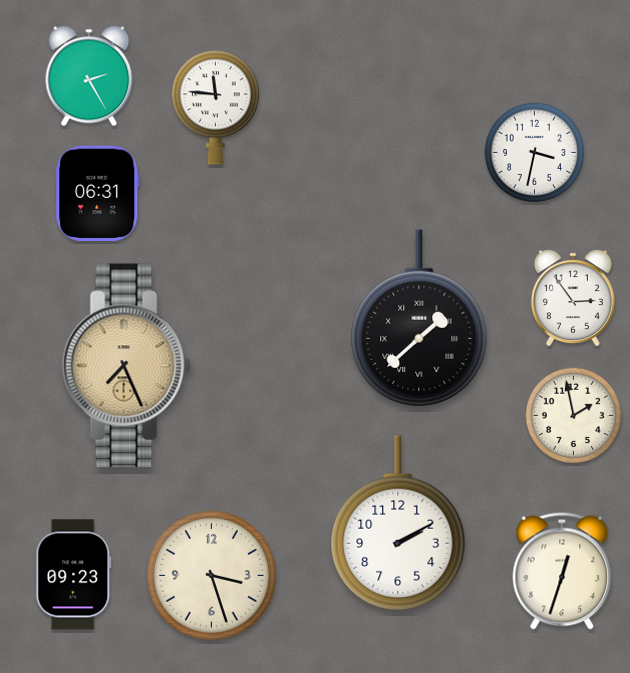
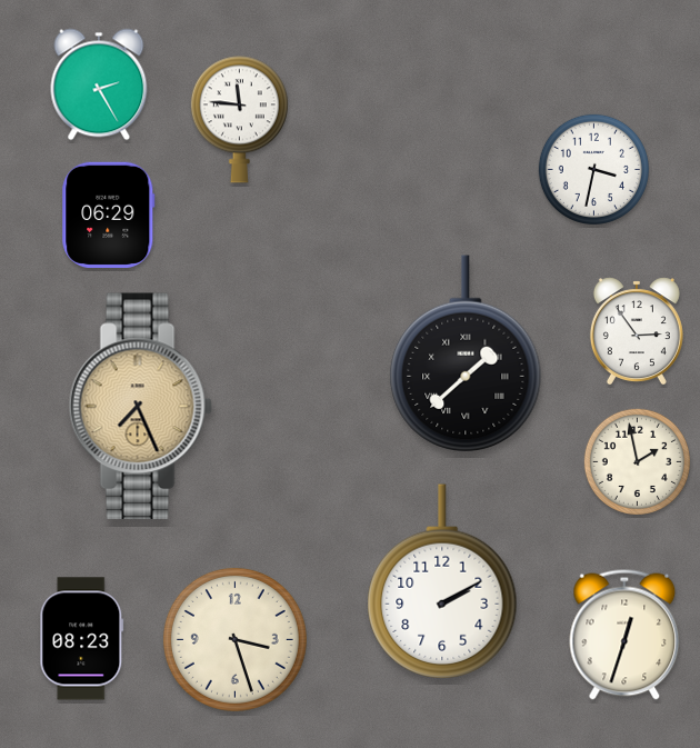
clock at (98, 193): 06:31 -> 06:29
clock at (74, 575): 09:23 -> 08:23
